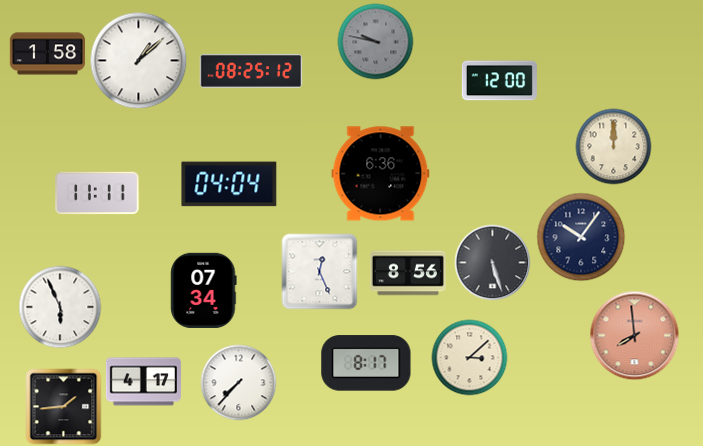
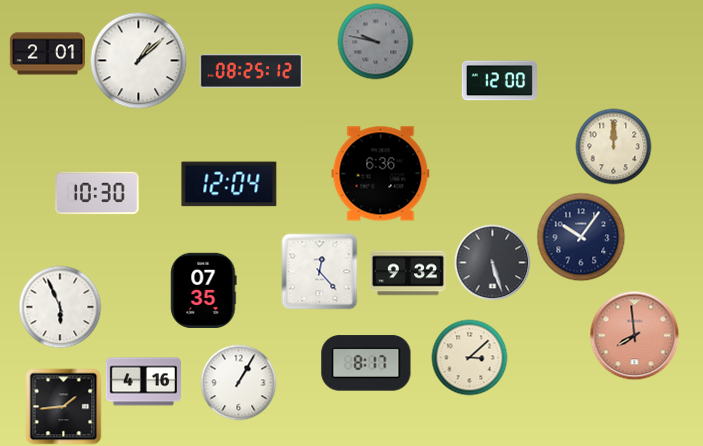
clock at (47, 54): 1:58 -> 2:01
clock at (229, 184): 04:04 -> 12:04
clock at (97, 193): 11:11 -> 10:30
clock at (320, 272): 12:26 -> 12:23
clock at (408, 273): 8:56 -> 9:32
clock at (204, 290): 07:34 -> 07:35
clock at (143, 382): 4:17 -> 4:16
clock at (239, 383): 7:37 -> 1:05
